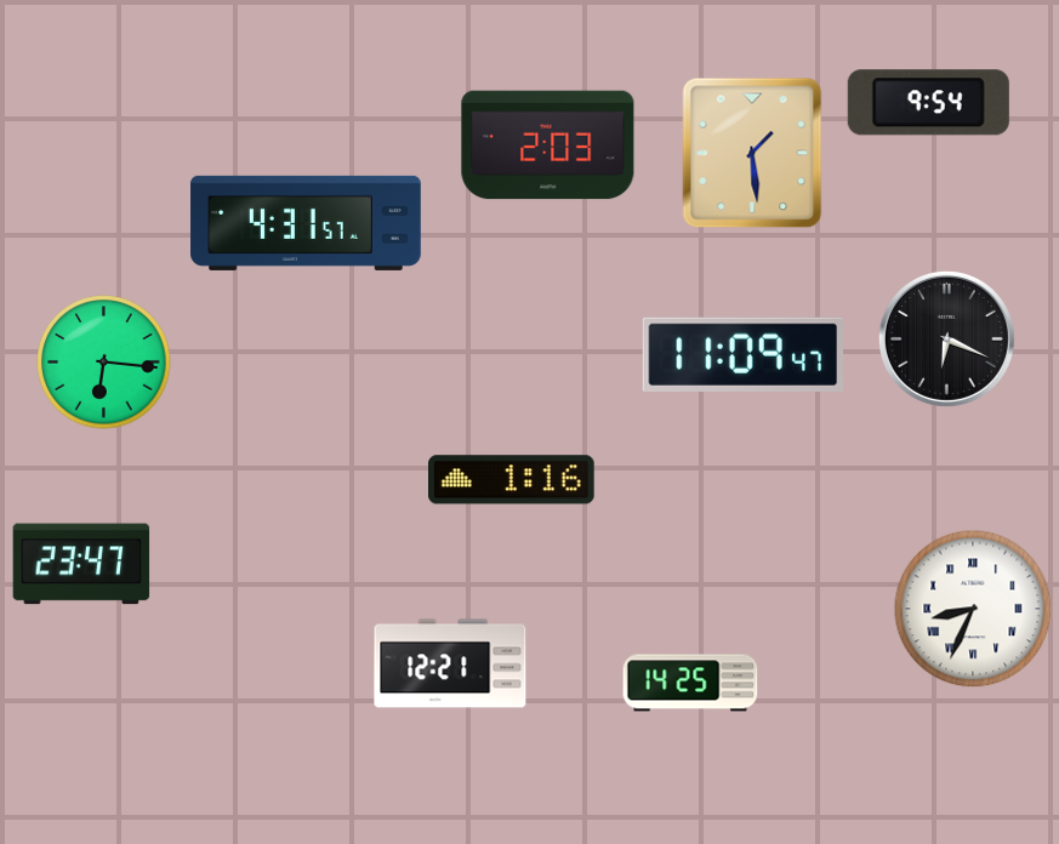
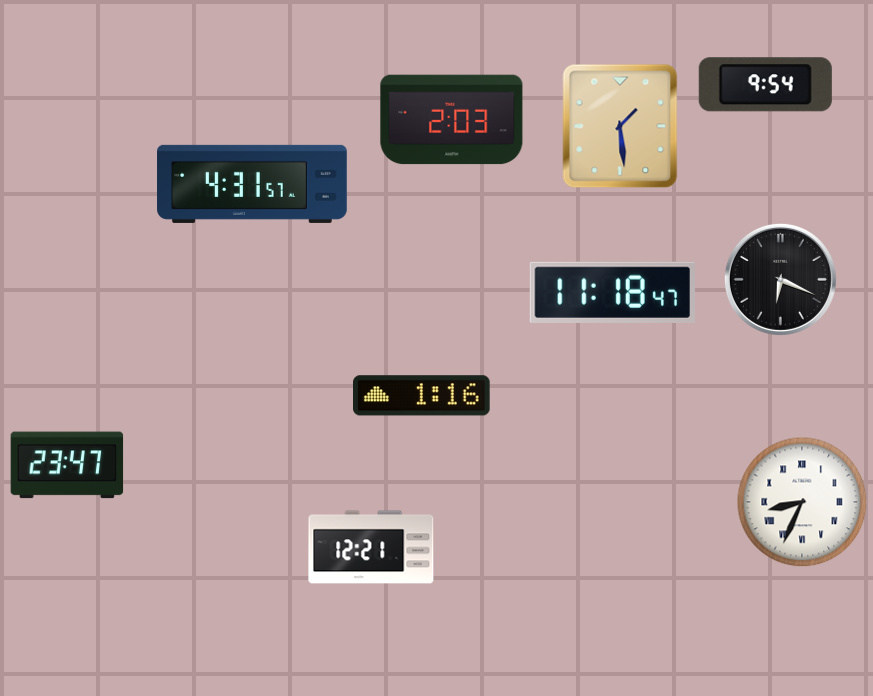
clock at (744, 354): 11:09 -> 11:18
clock at (104, 363): 6:16 -> none
clock at (690, 683): 14:25 -> none
